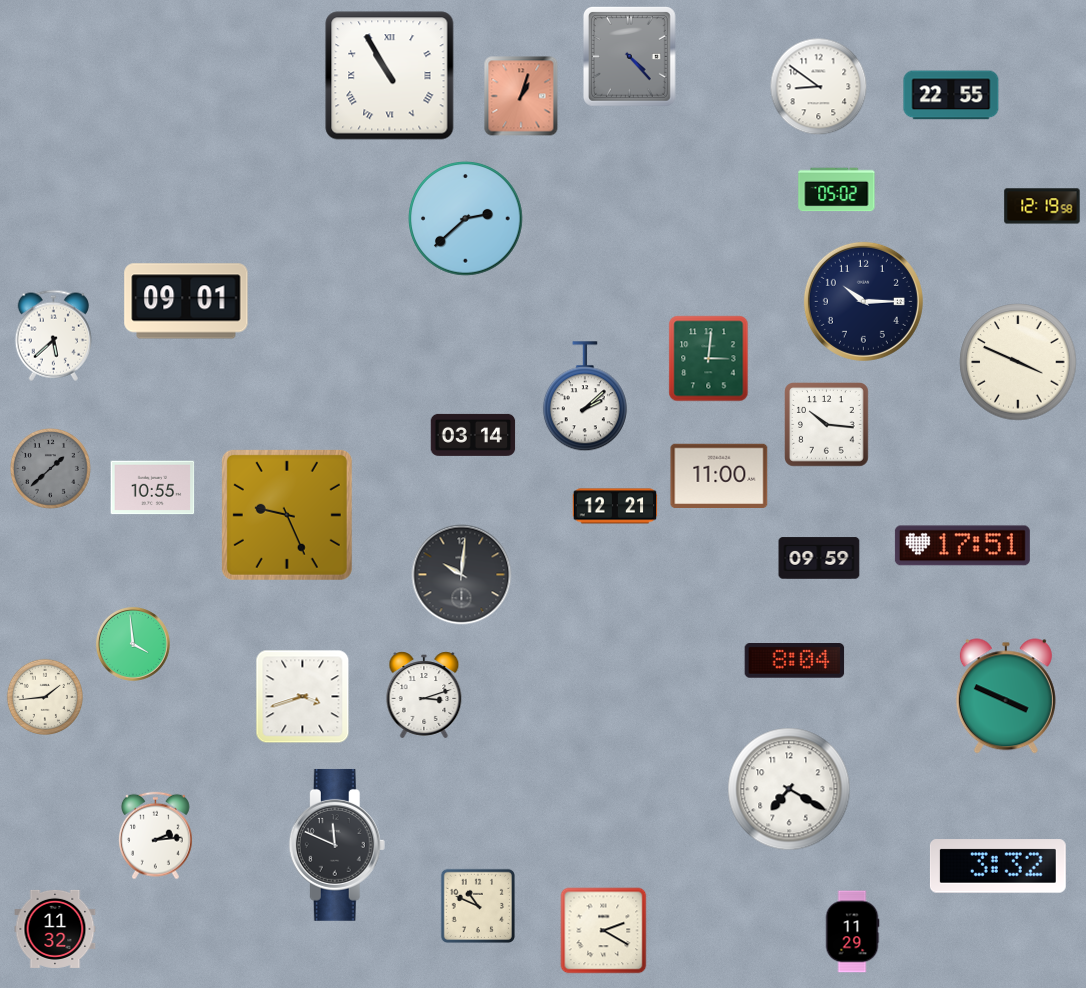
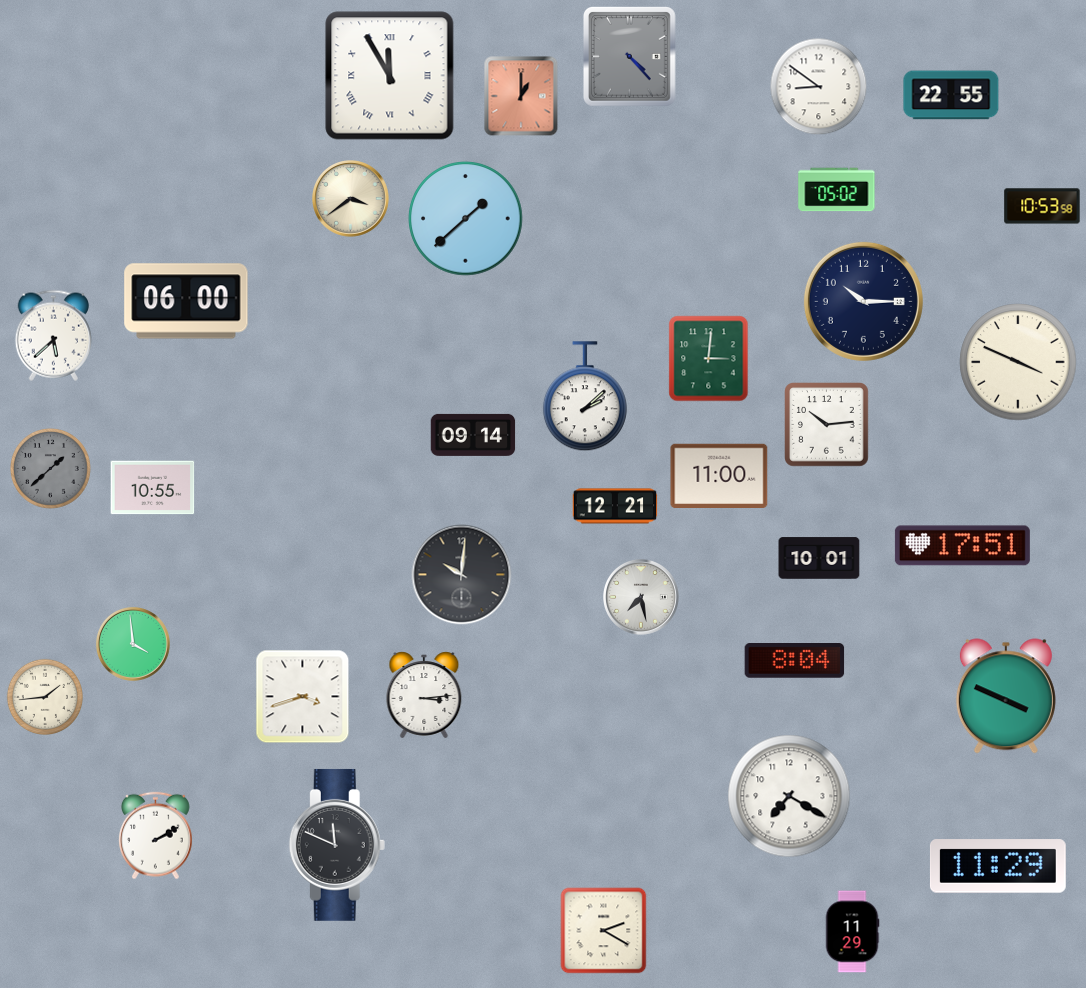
clock at (390, 76): 10:55 -> 11:55
clock at (521, 96): 1:03 -> 1:00
clock at (351, 199): none -> 3:39
clock at (1042, 206): 12:19 -> 10:53
clock at (466, 219): 2:38 -> 1:38
clock at (186, 301): 09:01 -> 06:00
clock at (827, 425): 10:16 -> 10:14
clock at (473, 435): 03:14 -> 09:14
clock at (287, 515): 9:26 -> none
clock at (819, 558): 09:59 -> 10:01
clock at (642, 598): none -> 7:28
clock at (424, 695): 3:12 -> 3:14
clock at (789, 789) position: (789, 789) -> (789, 796)
clock at (155, 836): 2:14 -> 2:10
clock at (998, 866): 3:32 -> 11:29
clock at (477, 905): 10:49 -> none
clock at (55, 929): 11:32 -> none
